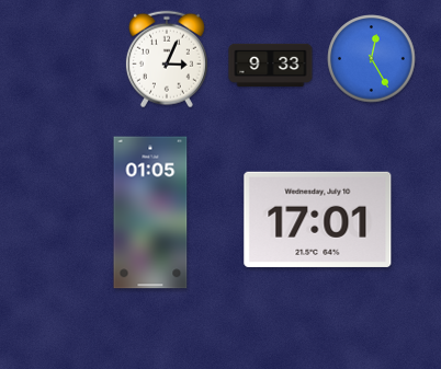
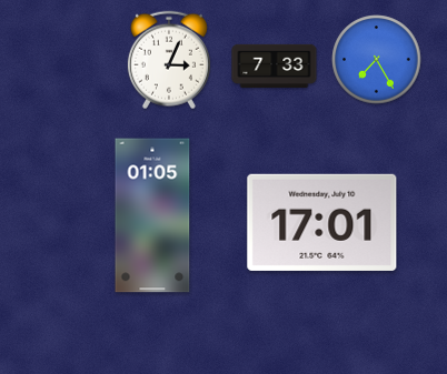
clock at (372, 59): 12:25 -> 7:25
clock at (271, 65): 9:33 -> 7:33
